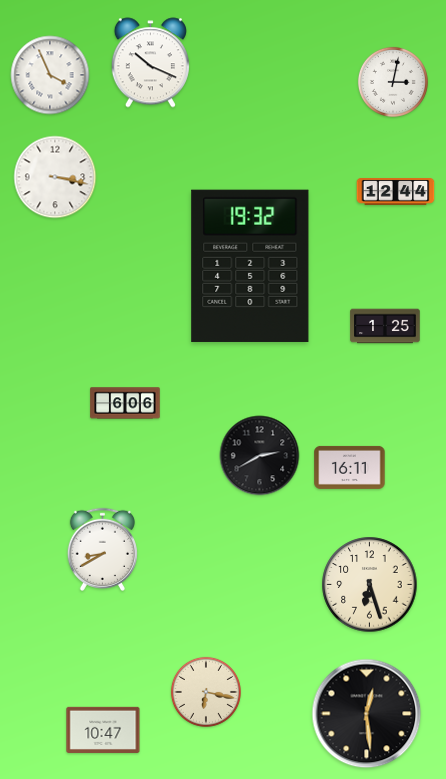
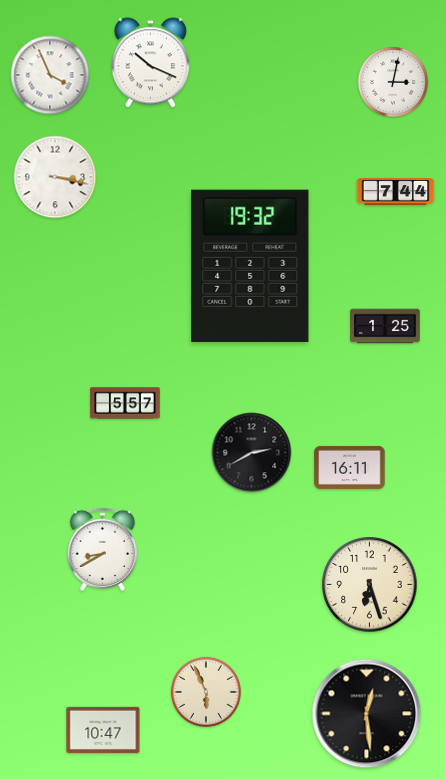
clock at (396, 192): 12:44 -> 7:44
clock at (125, 403): 6:06 -> 5:57
clock at (260, 456) position: (260, 456) -> (252, 453)
clock at (206, 692): 6:17 -> 5:56
